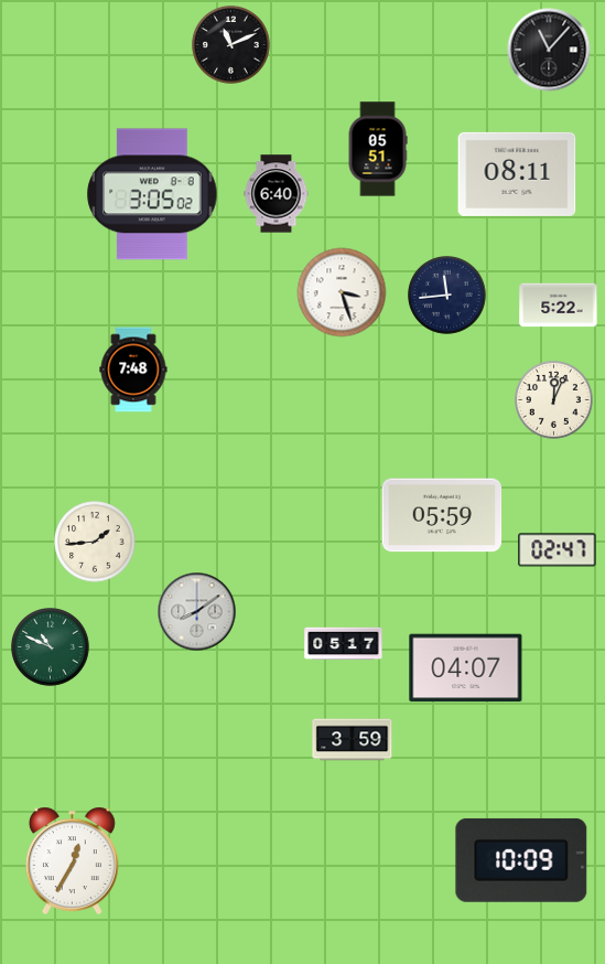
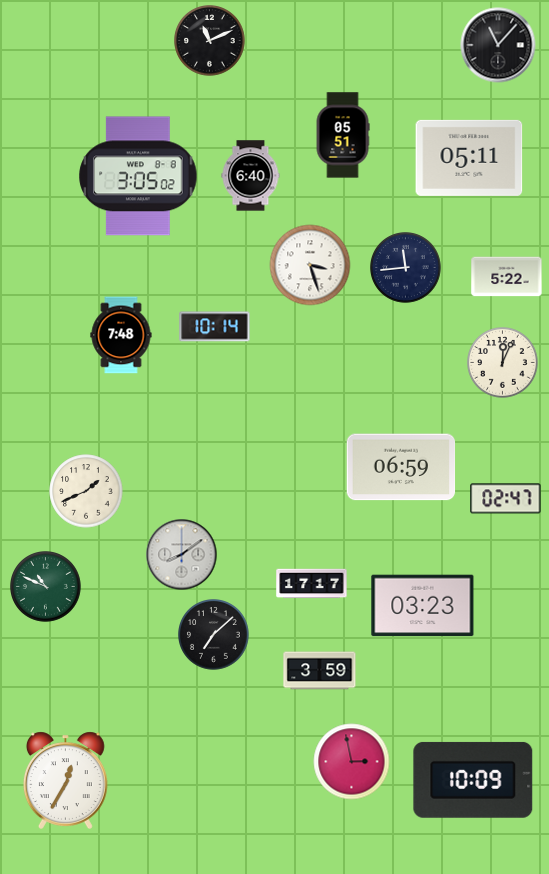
clock at (517, 174): 08:11 -> 05:11
clock at (215, 327): none -> 10:14
clock at (442, 515): 05:59 -> 06:59
clock at (95, 542): 1:44 -> 1:41
clock at (197, 612) position: (197, 612) -> (182, 555)
clock at (344, 644): 05:17 -> 17:17
clock at (466, 668): 04:07 -> 03:23
clock at (214, 635): none -> 7:08
clock at (352, 762): none -> 2:58
